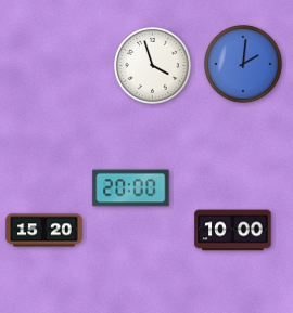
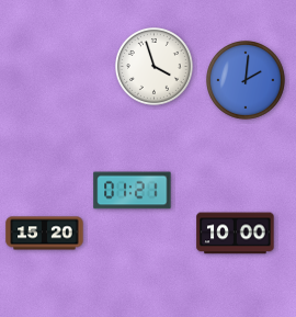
clock at (244, 65) position: (244, 65) -> (247, 81)
clock at (131, 188): 20:00 -> 01:21
